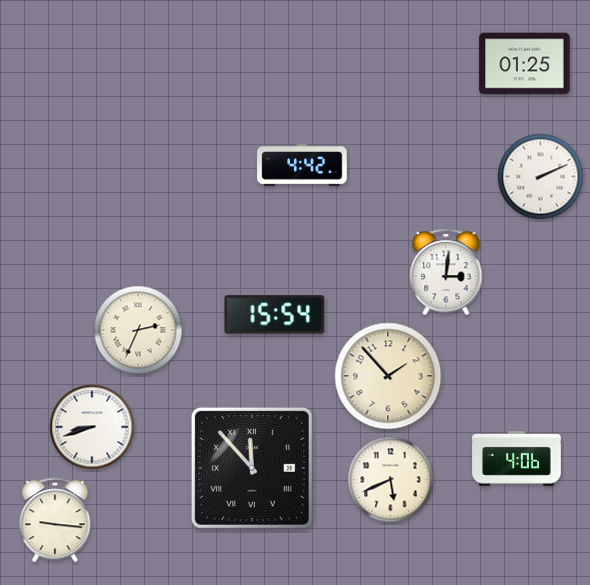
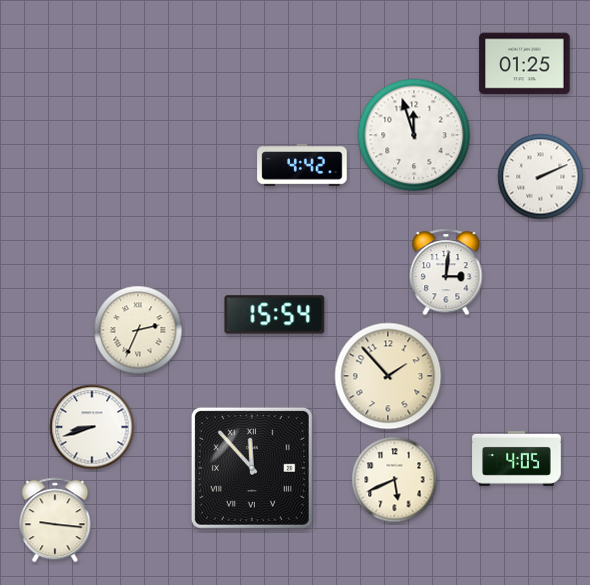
clock at (414, 135): none -> 11:57
clock at (517, 458): 4:06 -> 4:05
clock at (391, 480) position: (391, 480) -> (395, 480)
